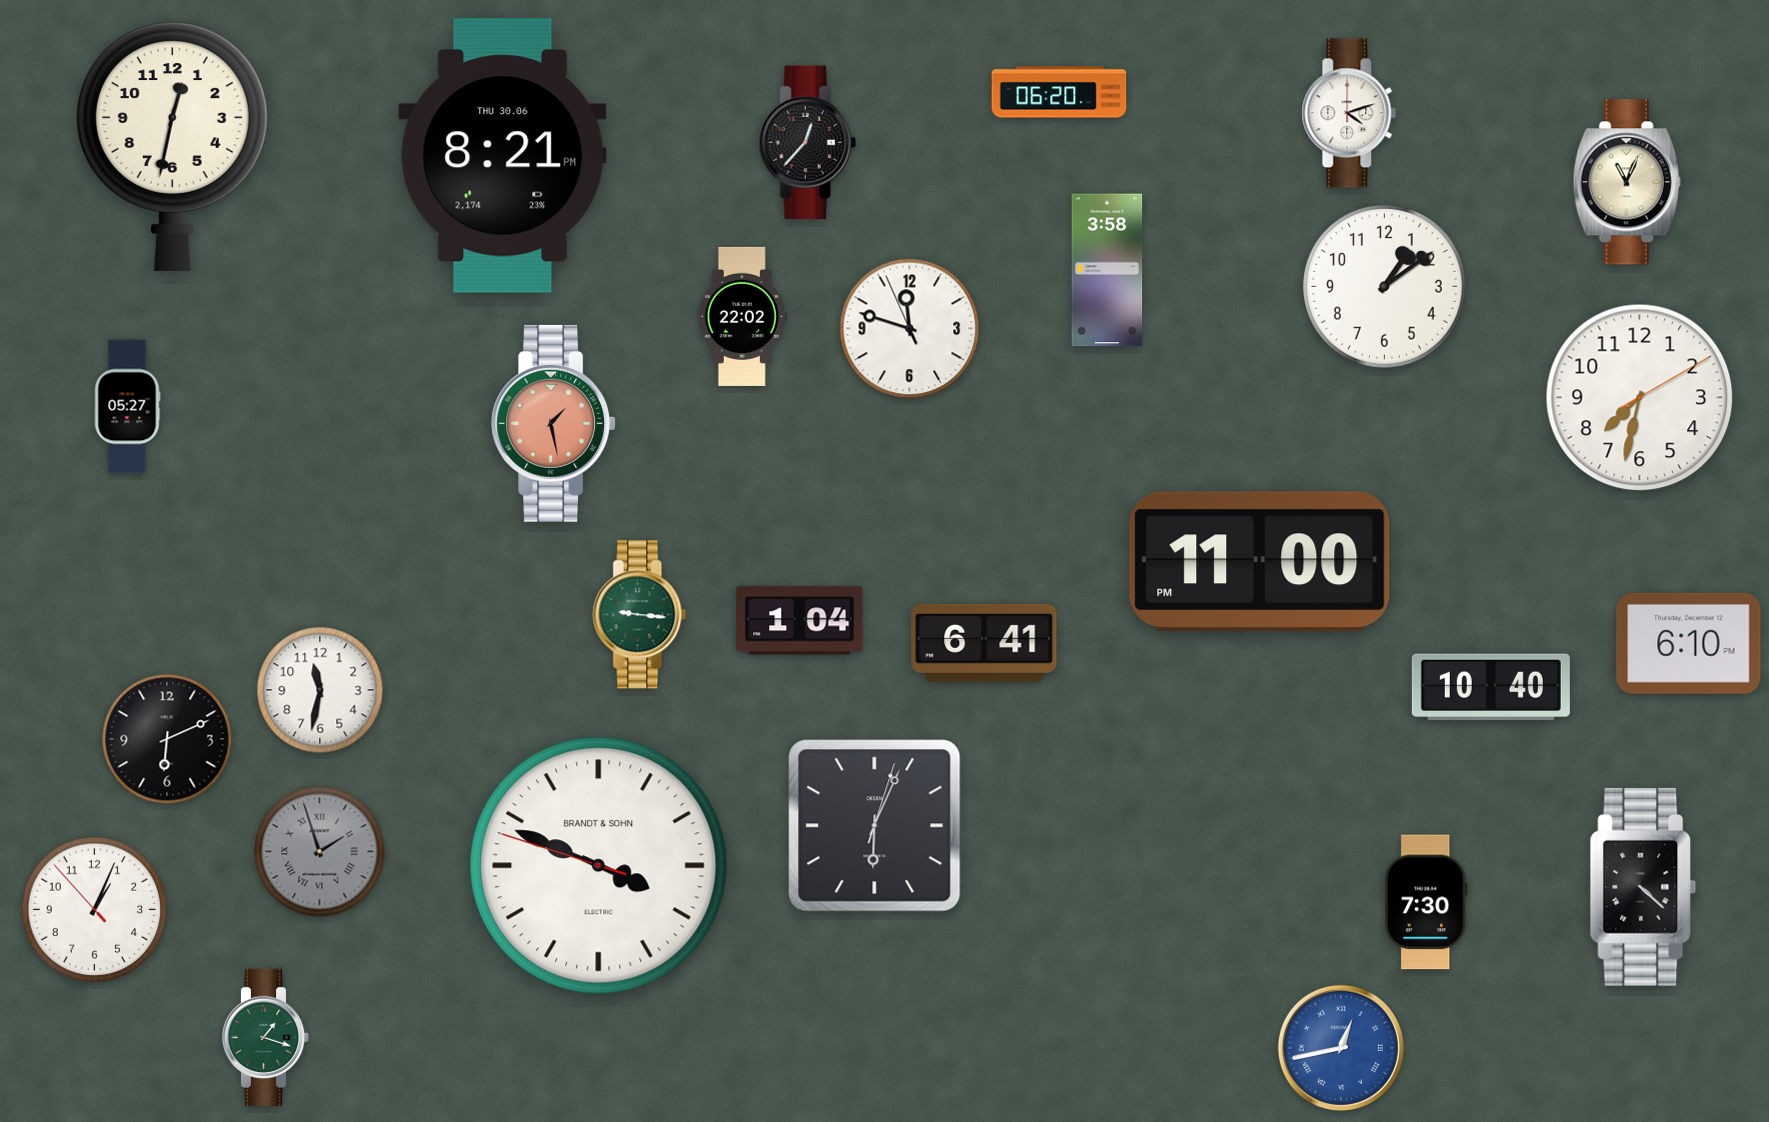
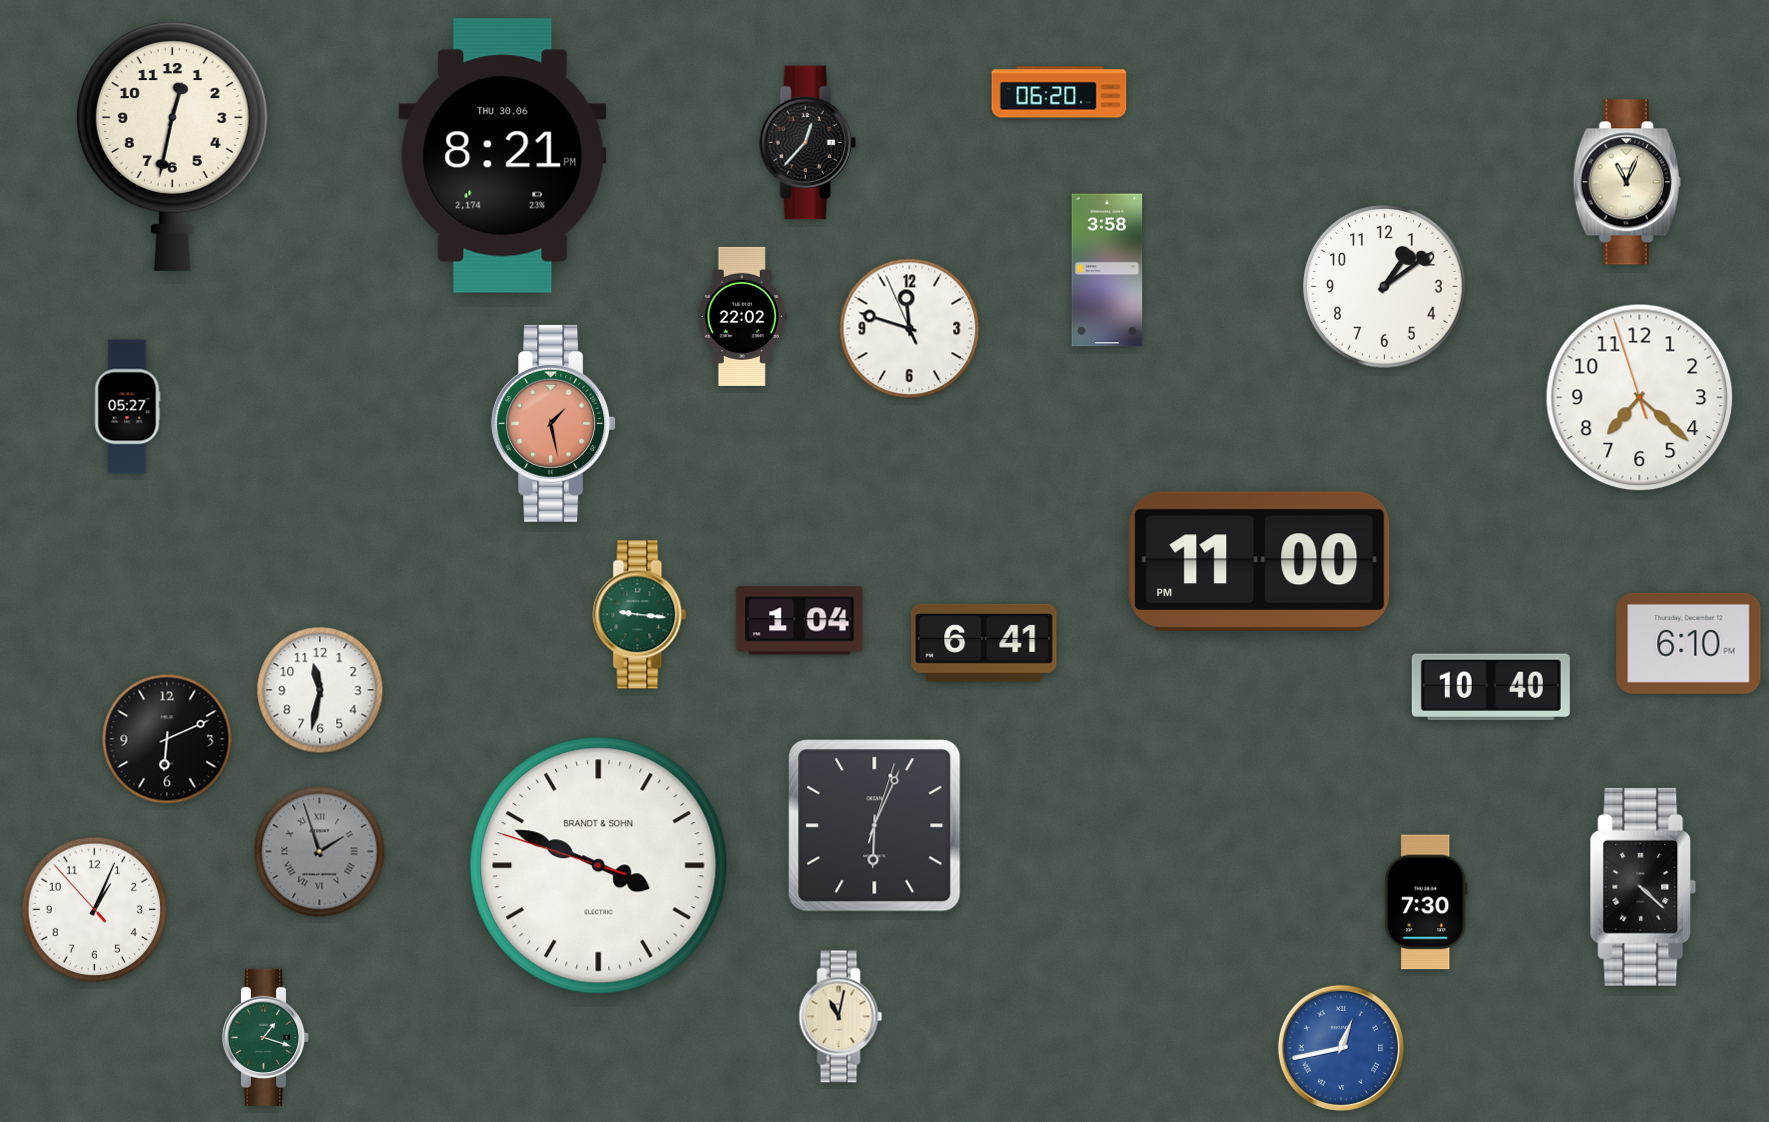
clock at (1349, 113): 4:12 -> none
clock at (1640, 398): 7:32 -> 7:21
clock at (841, 1017): none -> 11:02
